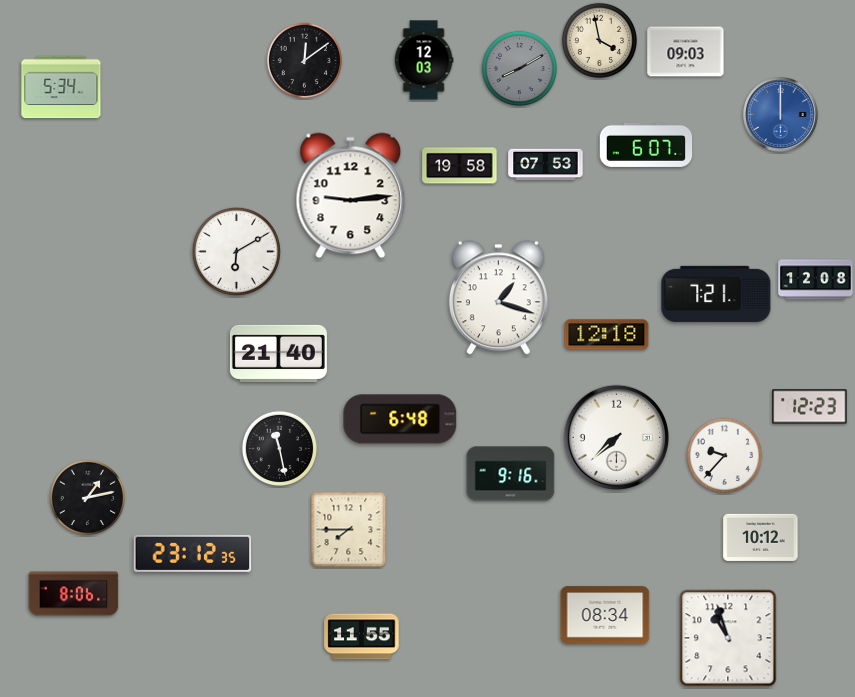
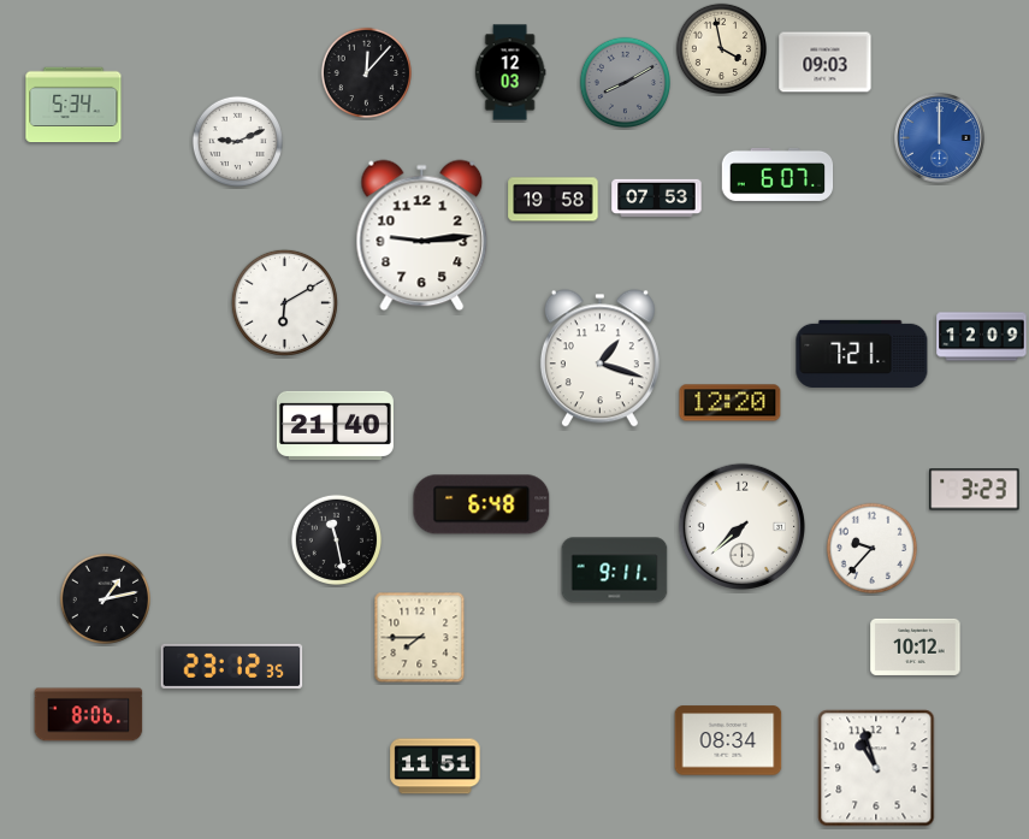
clock at (304, 60): 12:09 -> 12:07
clock at (237, 141): none -> 9:11
clock at (816, 280): 12:08 -> 12:09
clock at (607, 335): 12:18 -> 12:20
clock at (810, 407): 12:23 -> 3:23
clock at (511, 474): 9:16 -> 9:11
clock at (362, 637): 11:55 -> 11:51
